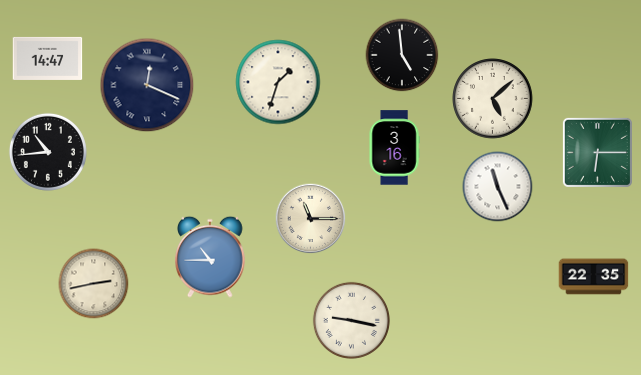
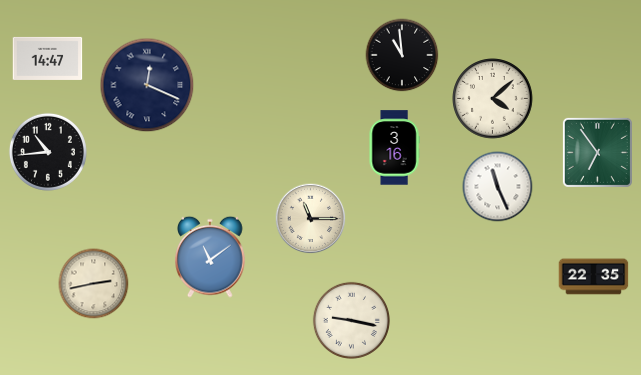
clock at (402, 55): 4:59 -> 10:59
clock at (278, 82): 1:33 -> none
clock at (493, 99): 5:08 -> 4:08
clock at (597, 152): 6:15 -> 6:54
clock at (210, 257): 10:45 -> 11:09
